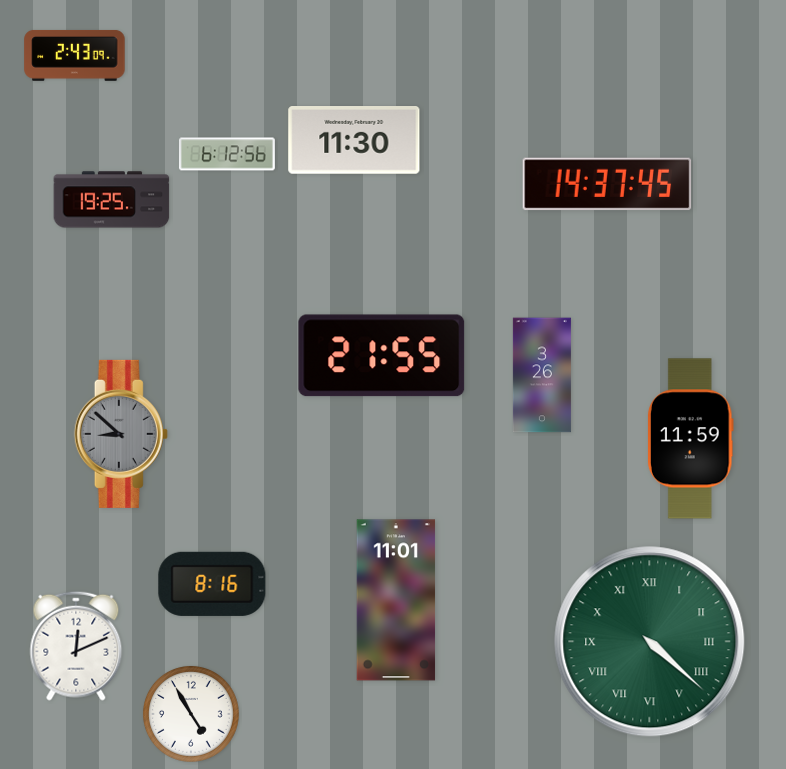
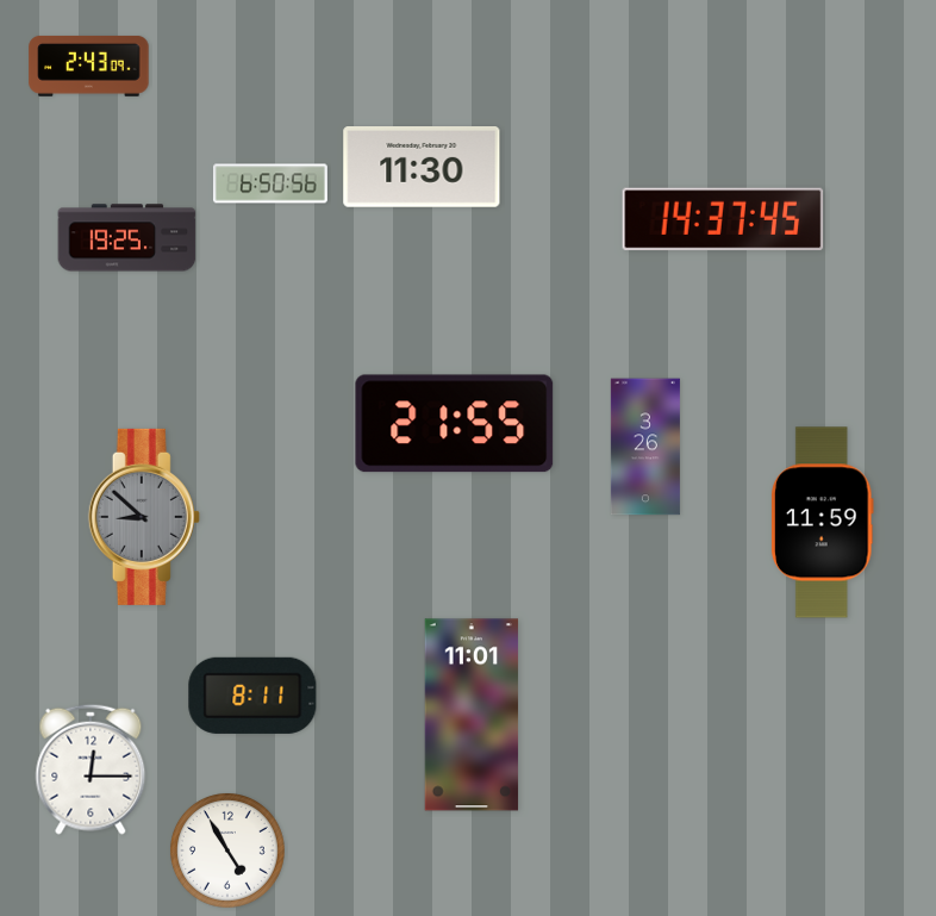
clock at (227, 154): 6:12 -> 6:50
clock at (112, 200) position: (112, 200) -> (127, 238)
clock at (212, 584): 8:16 -> 8:11
clock at (650, 642): 4:22 -> none
clock at (76, 646): 12:11 -> 12:15
